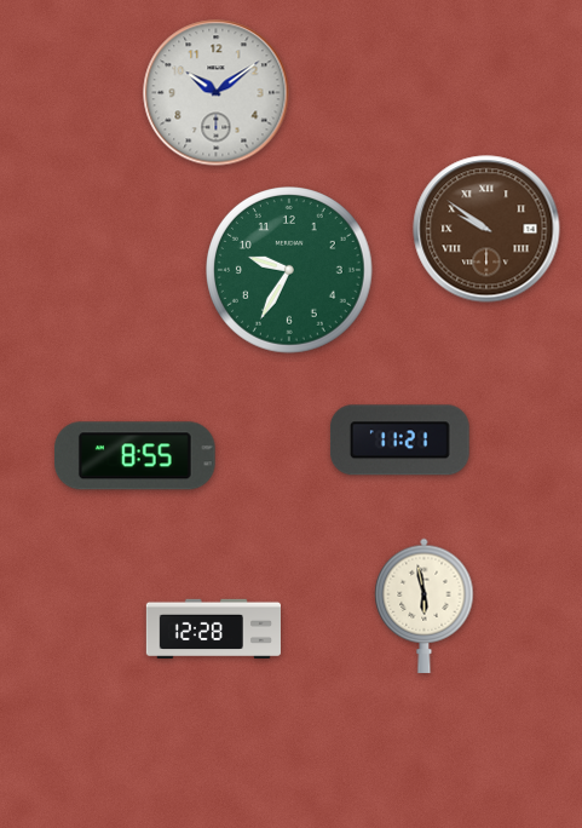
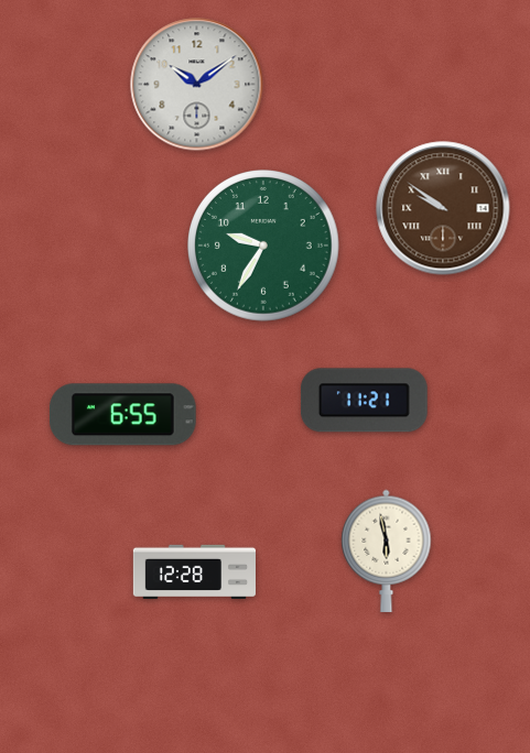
clock at (134, 456): 8:55 -> 6:55
